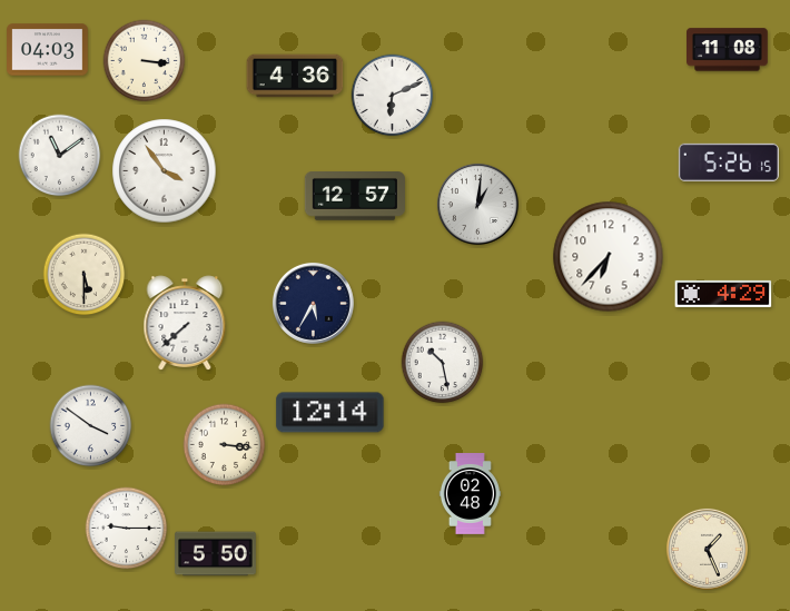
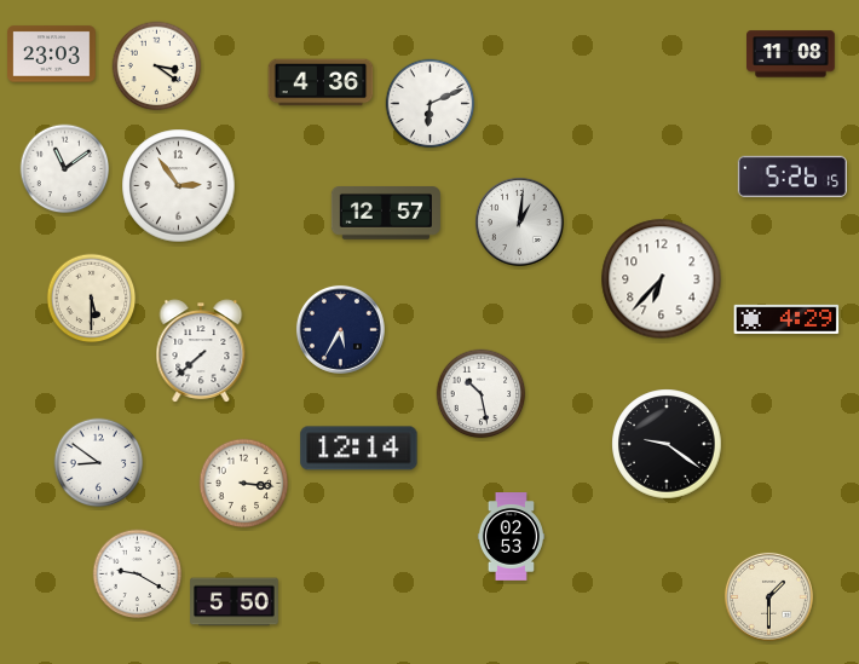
clock at (48, 50): 04:03 -> 23:03
clock at (145, 61): 3:16 -> 3:21
clock at (393, 96) position: (393, 96) -> (431, 104)
clock at (165, 171): 3:54 -> 2:54
clock at (667, 444): none -> 9:21
clock at (91, 426): 3:51 -> 8:51
clock at (470, 494): 02:48 -> 02:53
clock at (127, 529): 9:15 -> 9:20
clock at (707, 549): 1:26 -> 1:30
